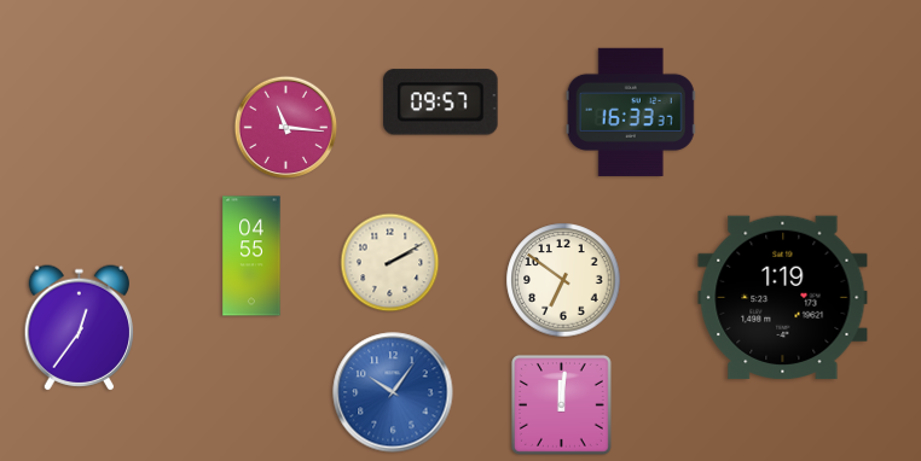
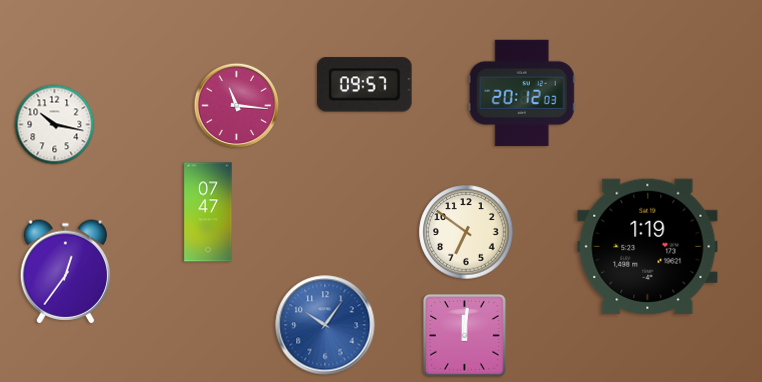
clock at (631, 112): 16:33 -> 20:12
clock at (55, 125): none -> 10:17
clock at (251, 256): 04:55 -> 07:47
clock at (390, 263): 2:10 -> none
